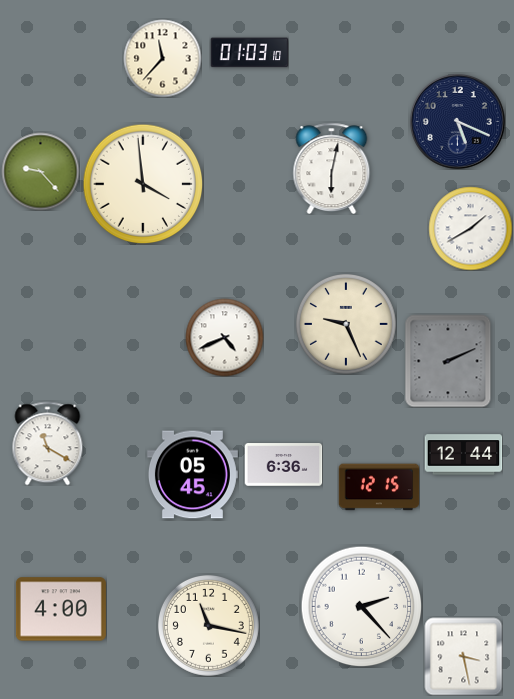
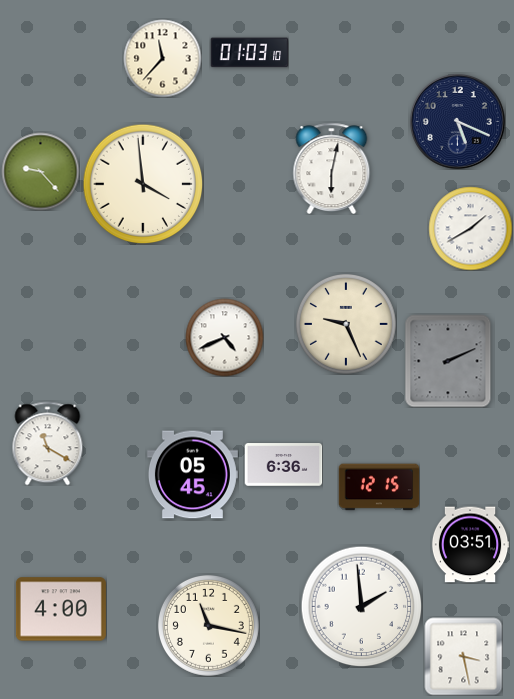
clock at (463, 455): 12:44 -> none
clock at (470, 545): none -> 03:51
clock at (361, 606): 2:23 -> 1:59
